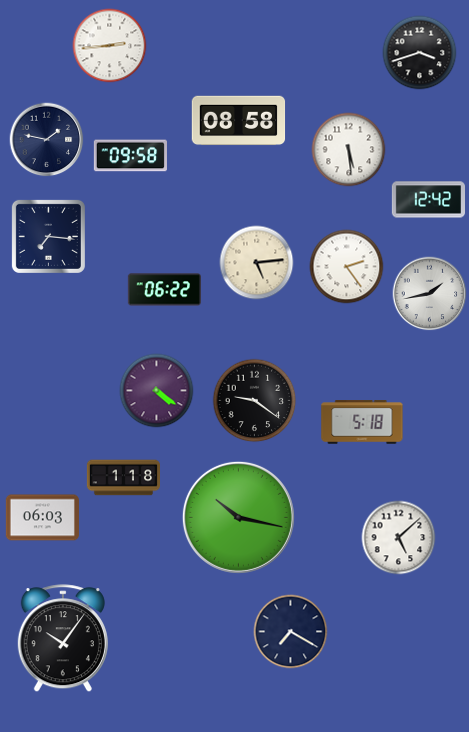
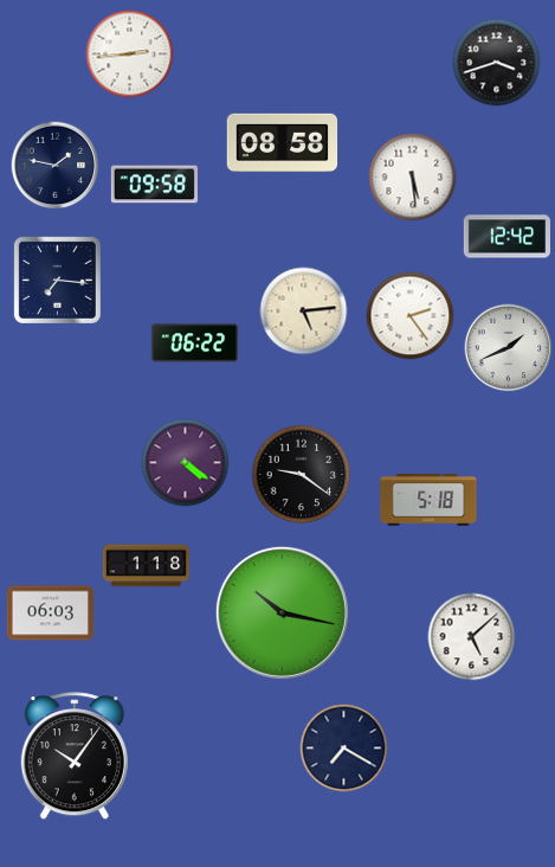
clock at (430, 294): 1:43 -> 1:41
